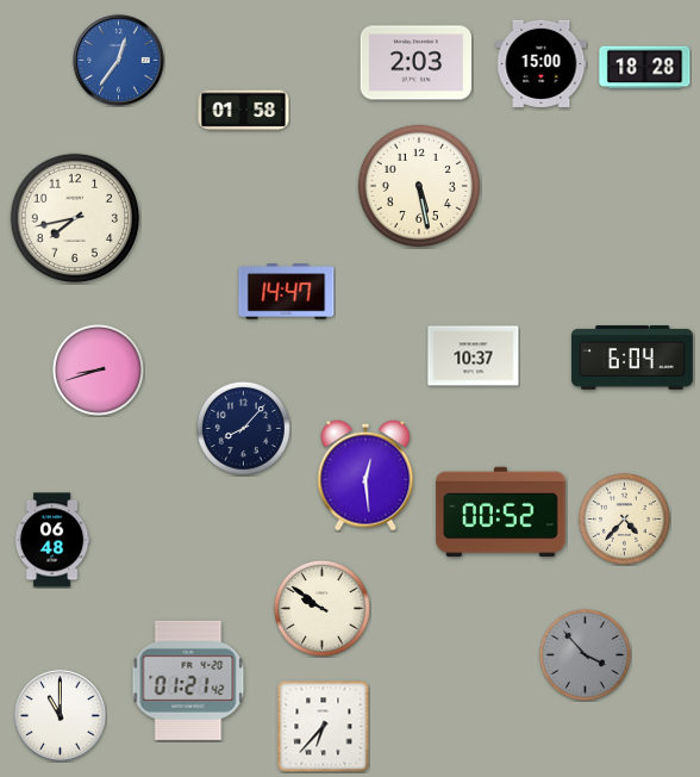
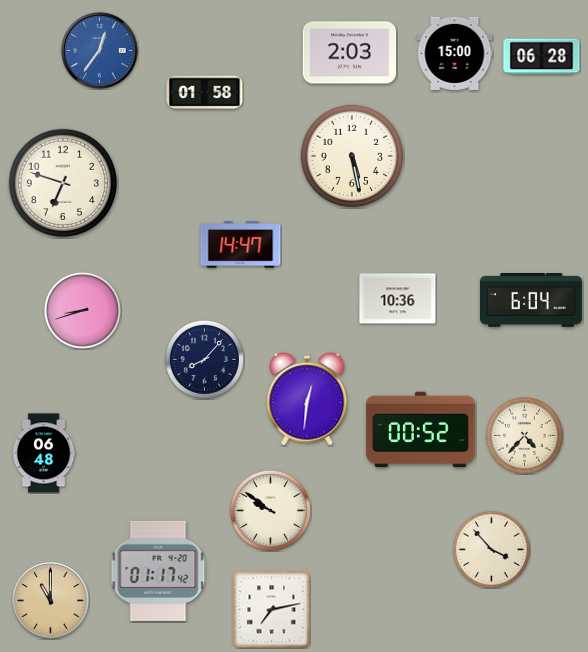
clock at (645, 68): 18:28 -> 06:28
clock at (75, 218): 7:43 -> 6:48
clock at (474, 356): 10:37 -> 10:36
clock at (365, 475): 12:29 -> 12:31
clock at (585, 654) dial: grey -> cream
clock at (188, 680): 01:21 -> 01:17
clock at (61, 716) dial: white -> champagne
clock at (323, 726): 6:37 -> 7:13
